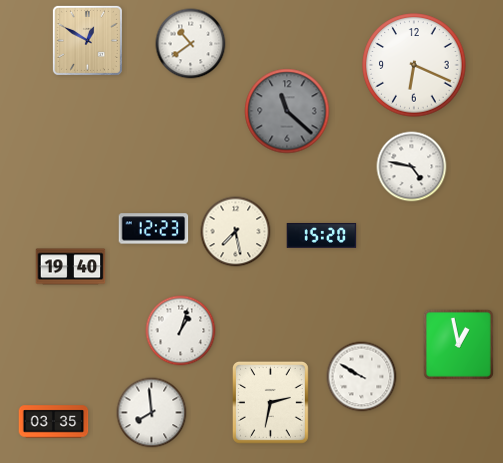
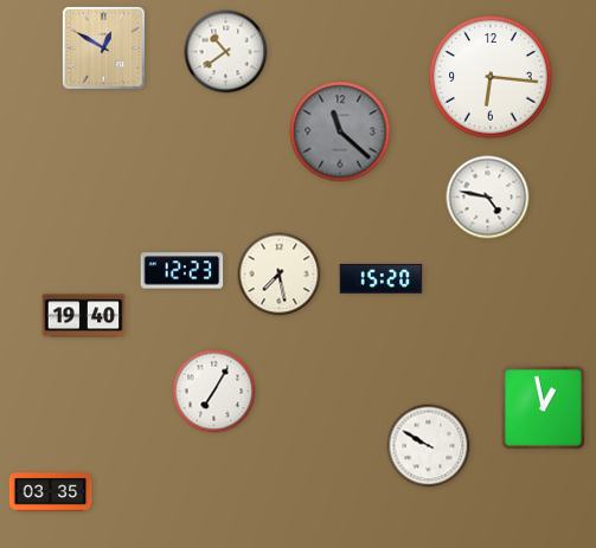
clock at (414, 65): 6:19 -> 6:16
clock at (181, 331): 1:03 -> 7:05
clock at (270, 402): 2:32 -> none
clock at (152, 413): 7:59 -> none
clock at (54, 422) position: (54, 422) -> (51, 492)
